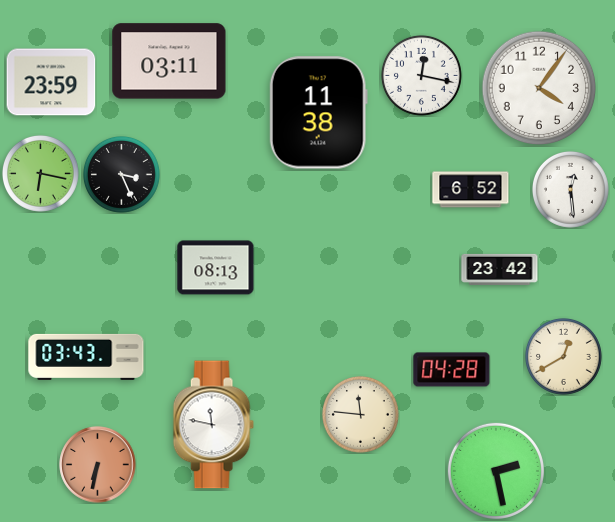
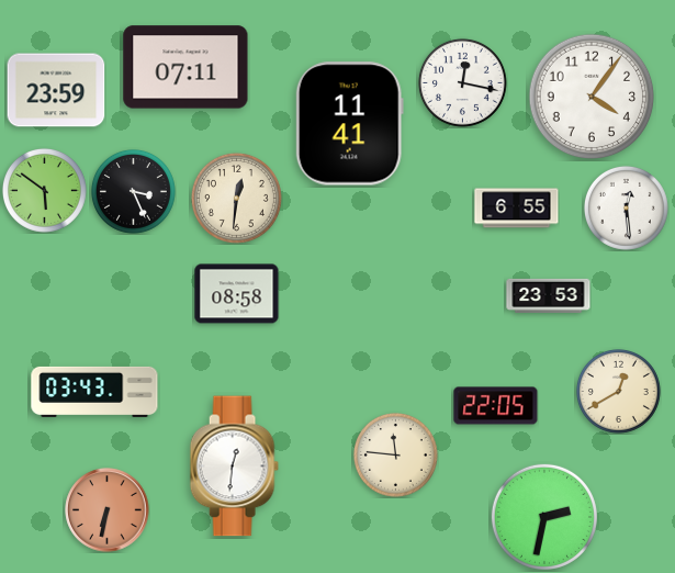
clock at (169, 61): 03:11 -> 07:11
clock at (318, 113): 11:38 -> 11:41
clock at (40, 173): 6:17 -> 5:51
clock at (236, 198): none -> 12:31
clock at (471, 190): 6:52 -> 6:55
clock at (216, 268): 08:13 -> 08:58
clock at (500, 269): 23:42 -> 23:53
clock at (452, 370): 04:28 -> 22:05
clock at (213, 425): 11:47 -> 12:31
clock at (496, 471): 2:28 -> 2:32
